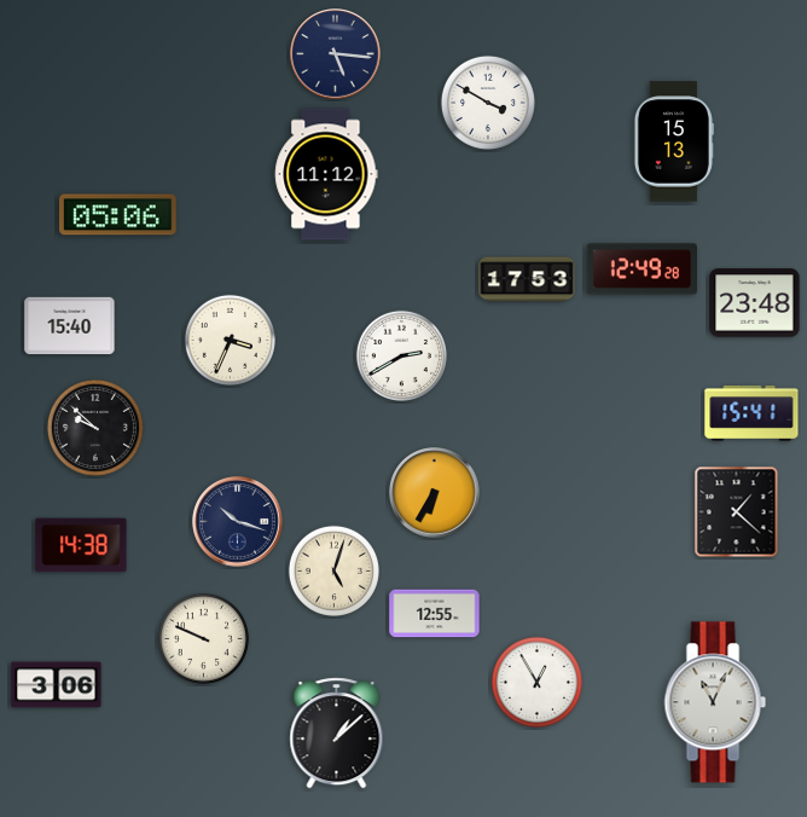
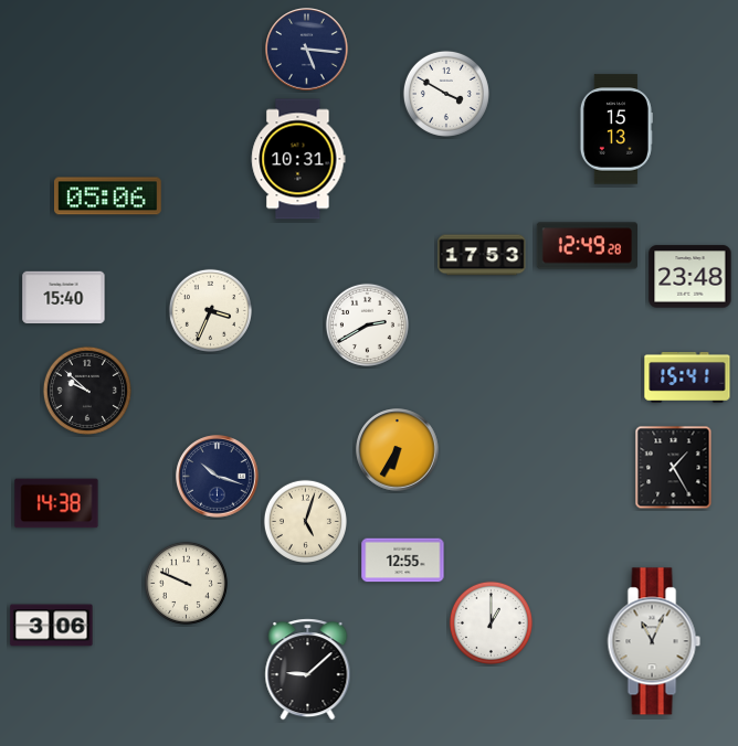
clock at (326, 174): 11:12 -> 10:31
clock at (737, 512): 1:22 -> 1:25
clock at (81, 545) position: (81, 545) -> (56, 503)
clock at (435, 614) position: (435, 614) -> (403, 561)
clock at (536, 682): 12:55 -> 1:00
clock at (337, 734): 1:08 -> 9:08
